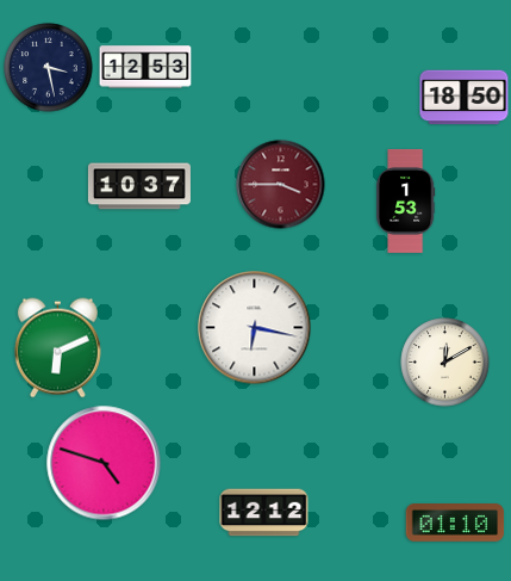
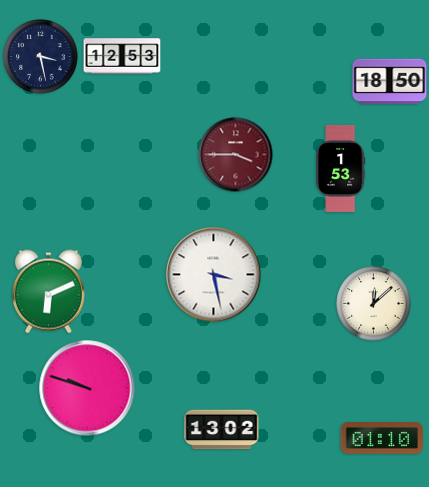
clock at (139, 186): 10:37 -> none
clock at (255, 328): 6:17 -> 3:28
clock at (445, 363): 12:10 -> 12:08
clock at (104, 463): 4:48 -> 9:48
clock at (264, 513): 12:12 -> 13:02
